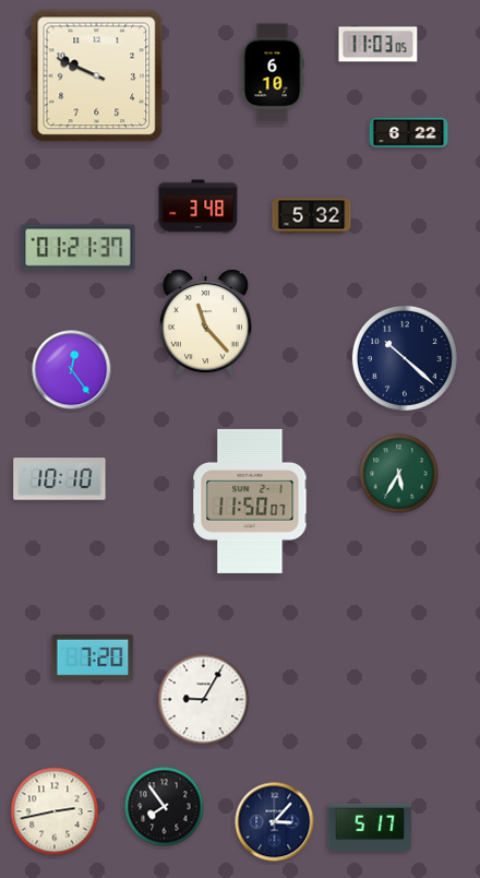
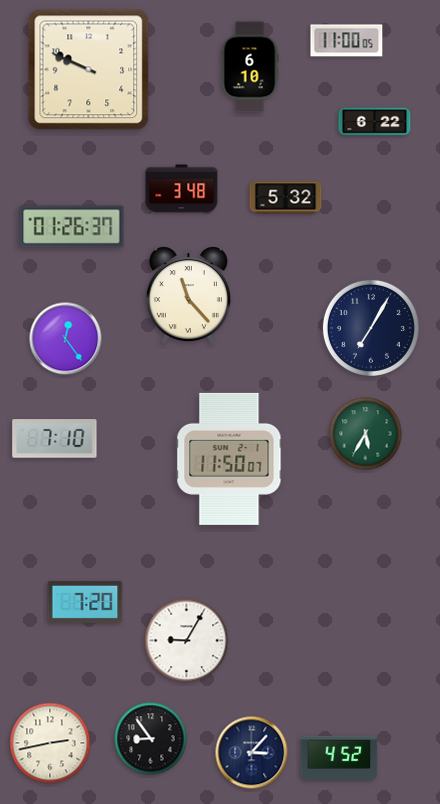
clock at (379, 45): 11:03 -> 11:00
clock at (79, 248): 01:21 -> 01:26
clock at (405, 358): 10:22 -> 7:05
clock at (60, 479): 10:10 -> 7:10
clock at (165, 807): 7:54 -> 8:54
clock at (370, 828): 5:17 -> 4:52
